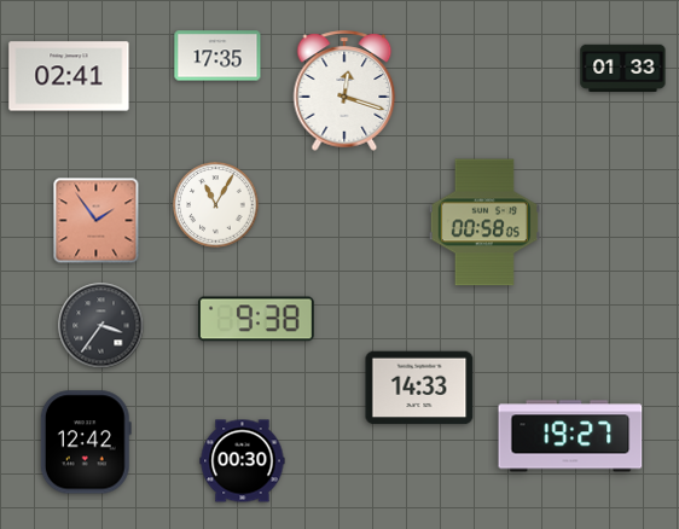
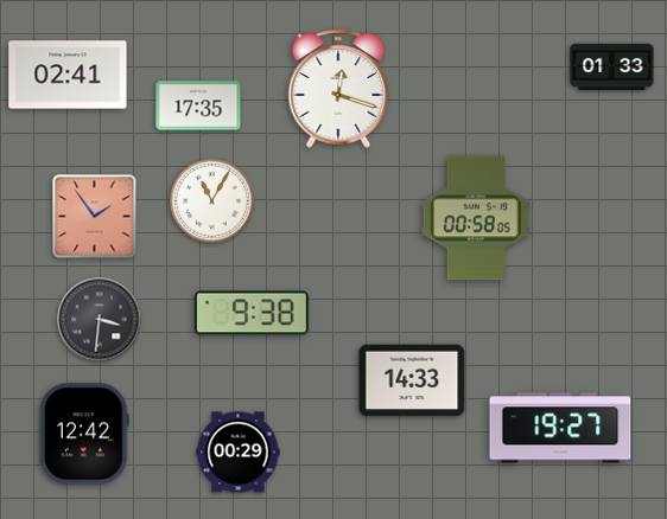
clock at (217, 56) position: (217, 56) -> (198, 105)
clock at (101, 326): 3:36 -> 3:31
clock at (243, 461): 00:30 -> 00:29
